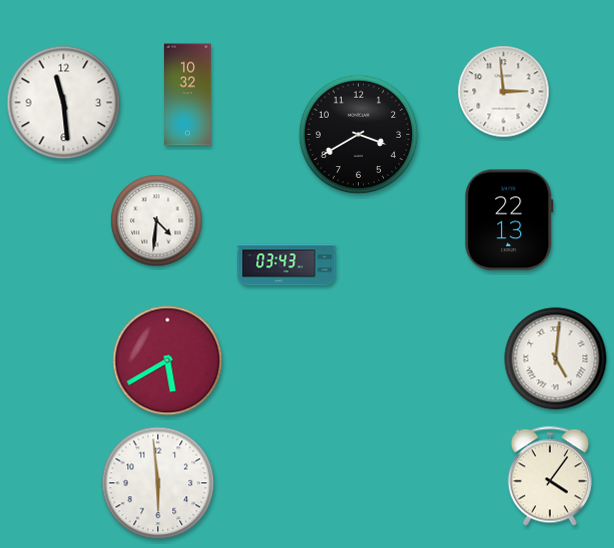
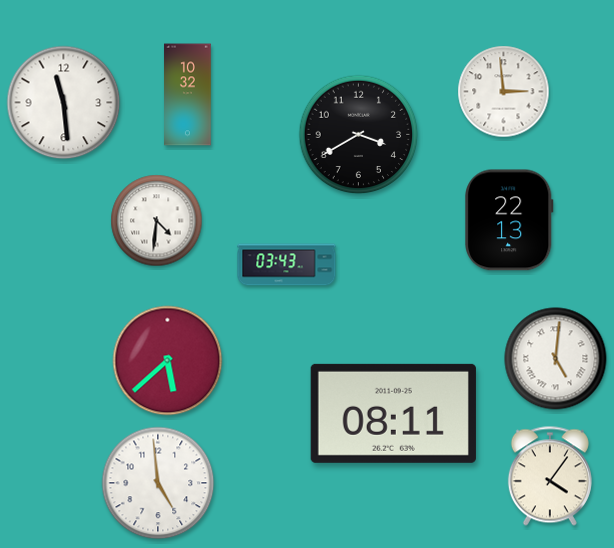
clock at (168, 361): 5:40 -> 5:38
clock at (393, 413): none -> 08:11
clock at (158, 483): 5:59 -> 4:59
